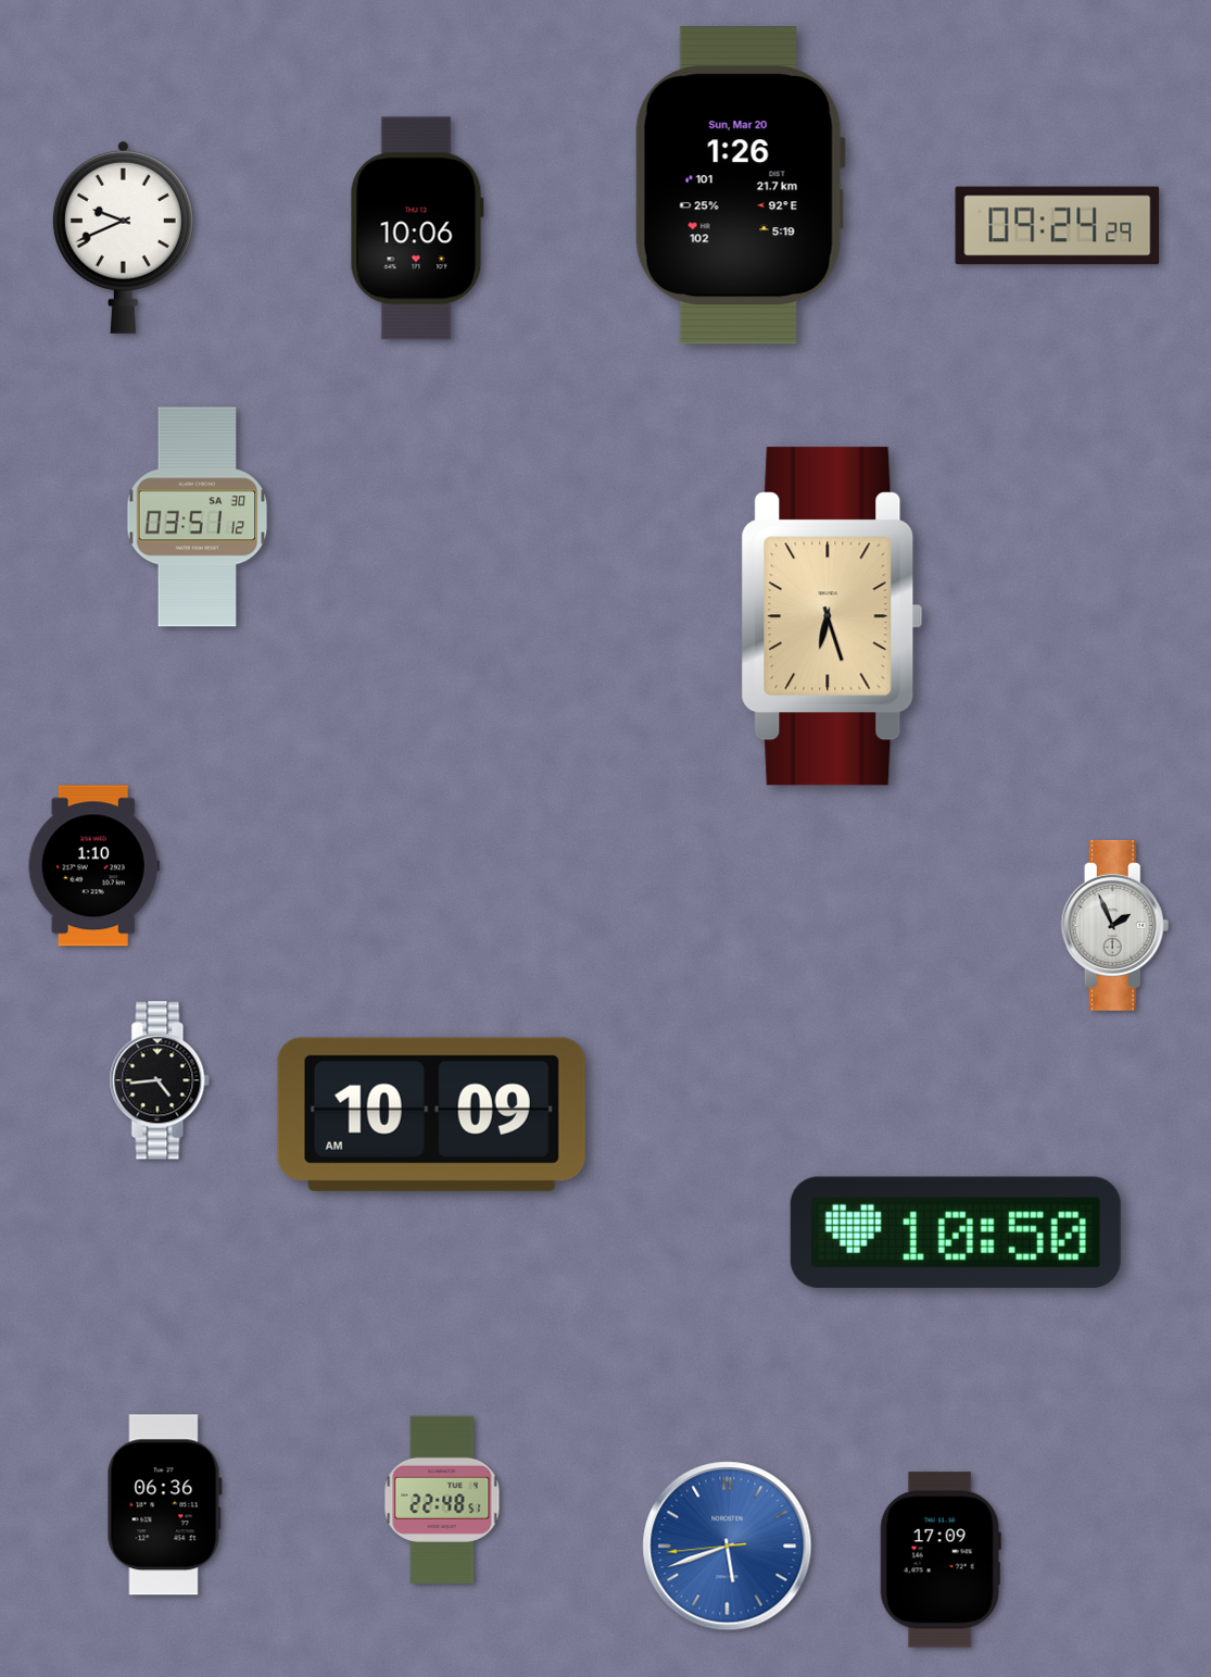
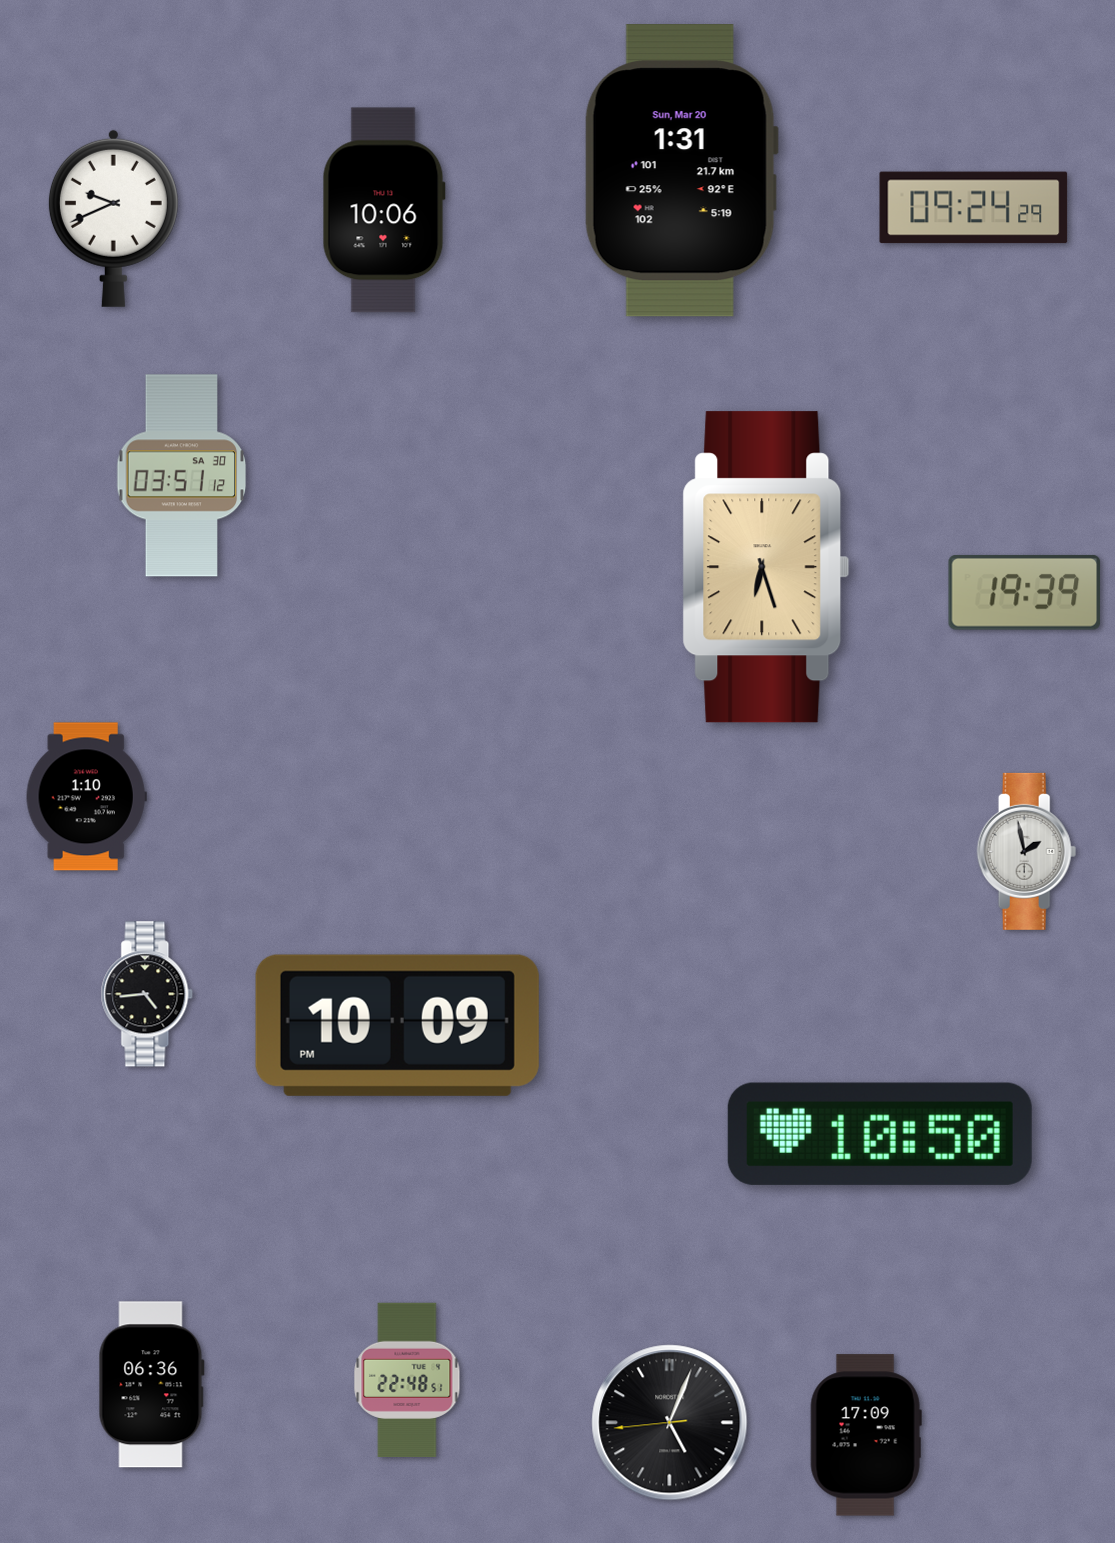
clock at (740, 186): 1:26 -> 1:31
clock at (1025, 592): none -> 19:39
clock at (1115, 925): 1:56 -> 1:58
clock at (431, 1114): 10:09 AM -> 10:09 PM
clock at (728, 1547): 5:41 -> 5:03
clock at (728, 1547) dial: blue -> black
